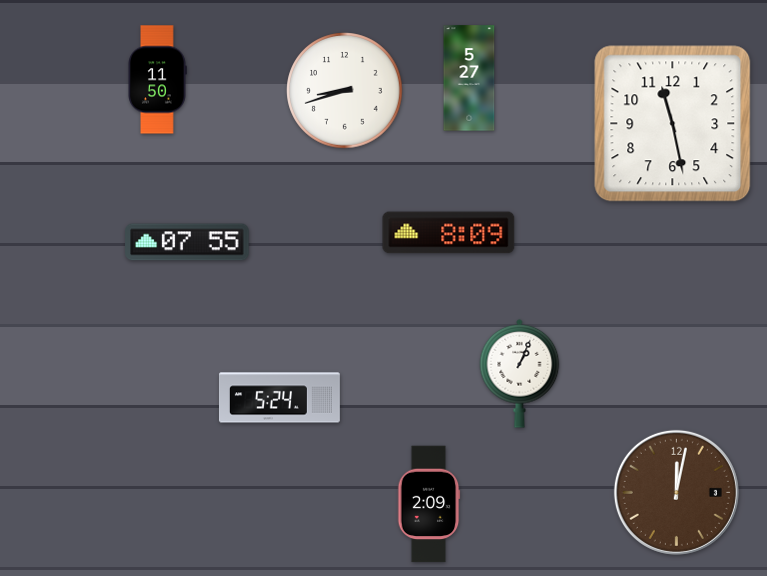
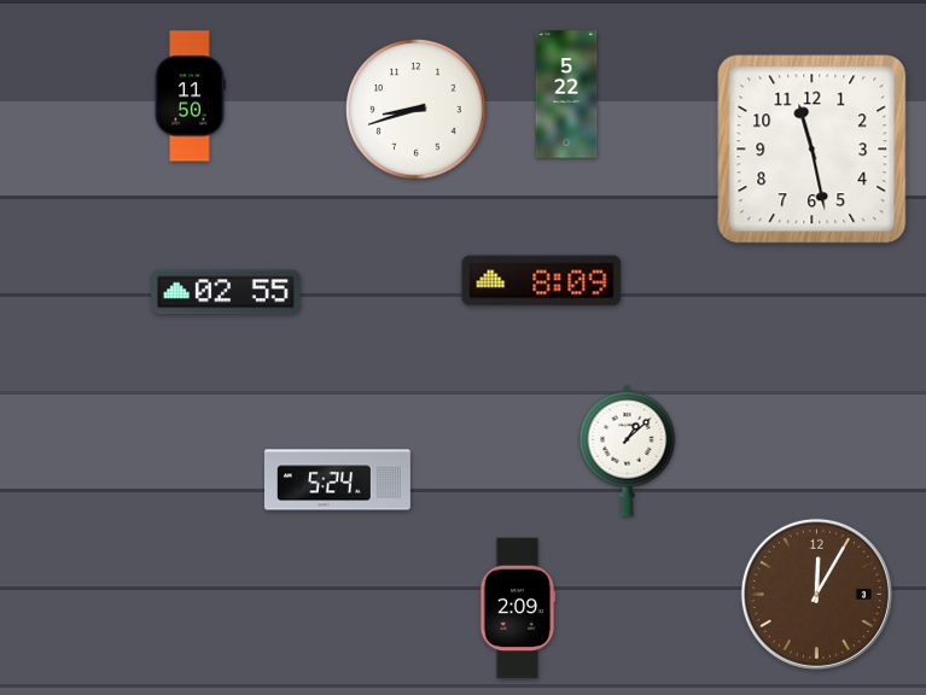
clock at (469, 78): 5:27 -> 5:22
clock at (187, 242): 07:55 -> 02:55
clock at (520, 373): 1:04 -> 1:08
clock at (676, 492): 12:02 -> 12:05
